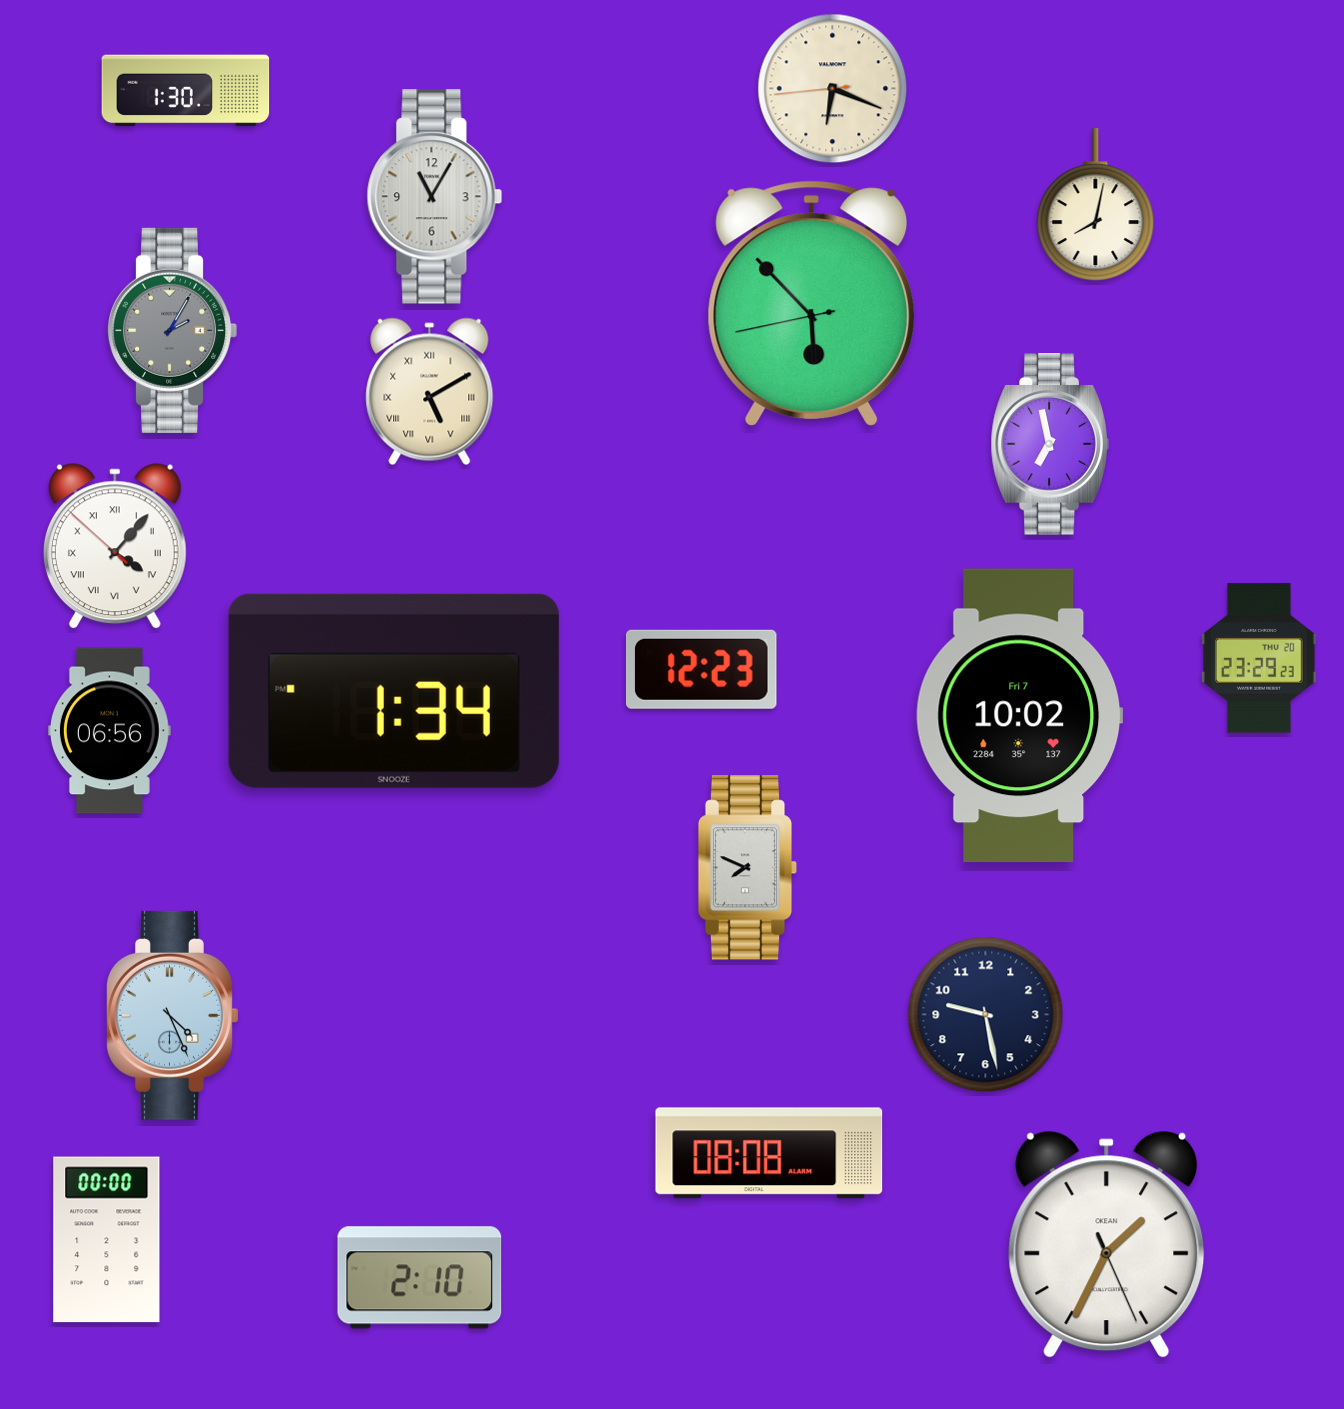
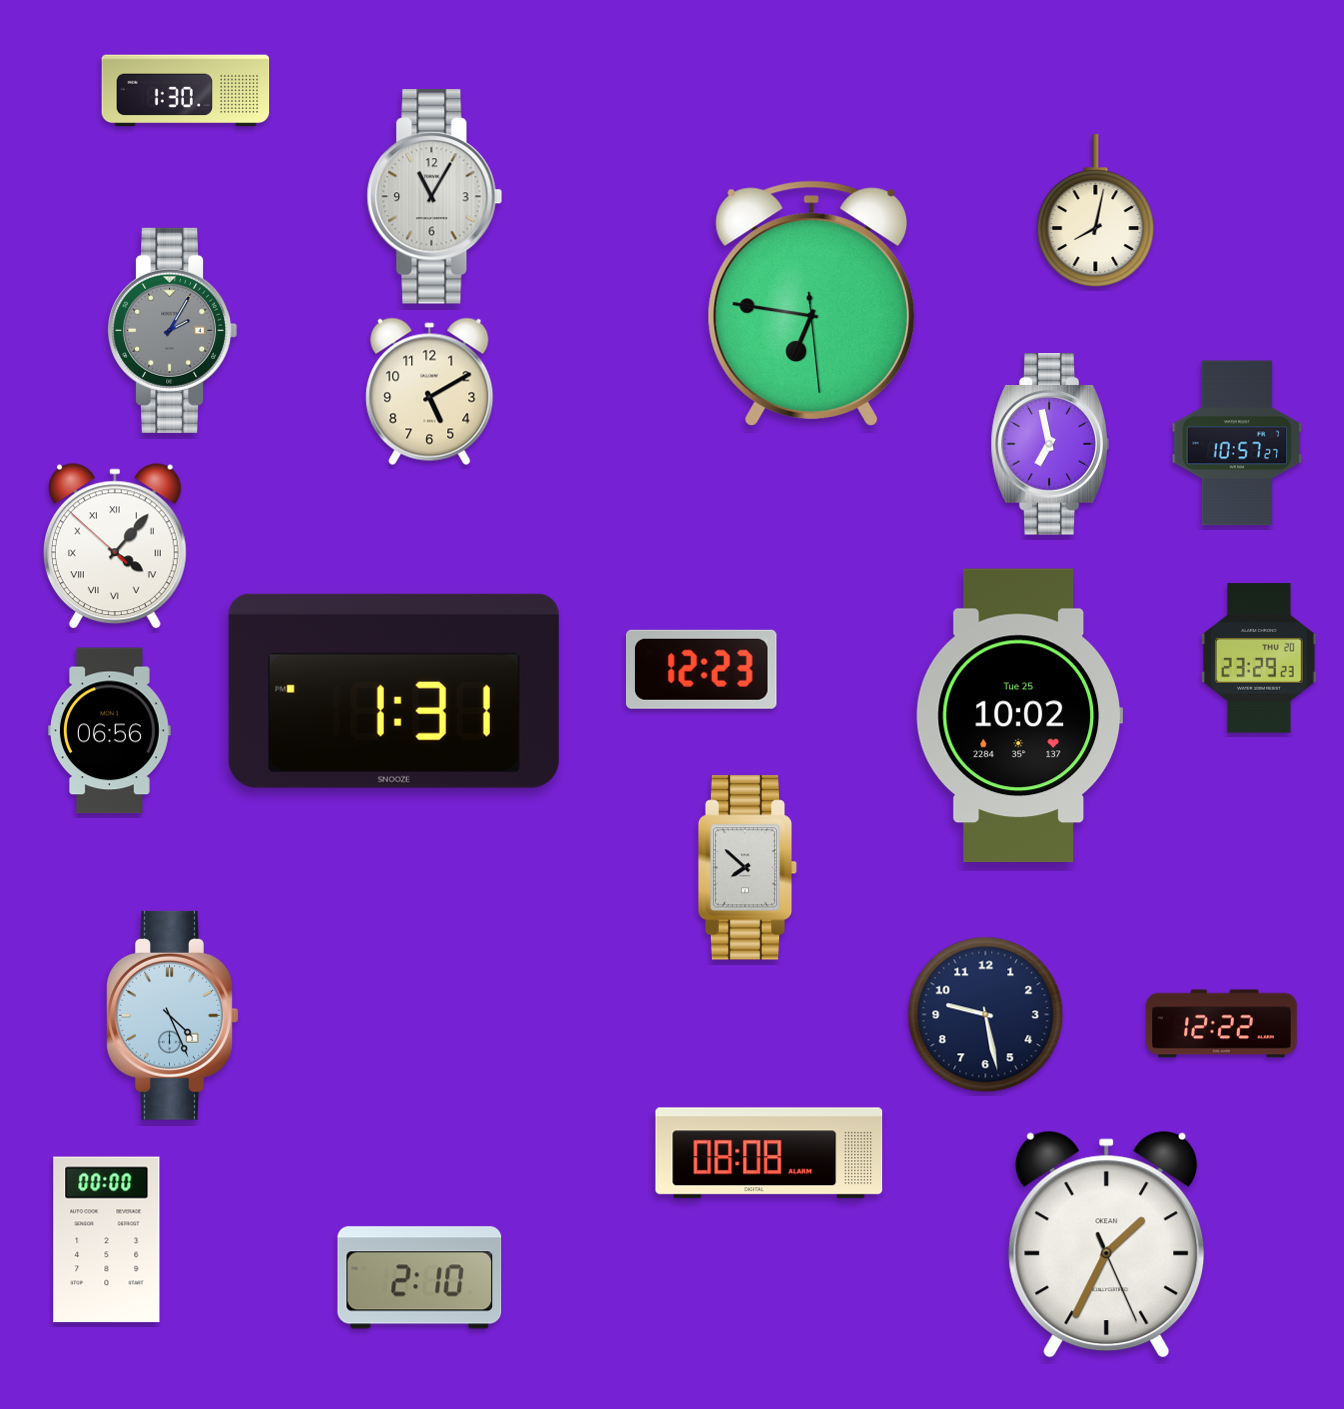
clock at (833, 89): 6:18 -> none
clock at (1096, 205) position: (1096, 205) -> (1096, 211)
clock at (812, 303): 5:52 -> 6:46
clock at (430, 392) numerals: Roman -> Arabic
clock at (1237, 443): none -> 10:57
clock at (394, 691): 1:34 -> 1:31
clock at (1020, 716) date: Fri 7 -> Tue 25
clock at (748, 868): 7:49 -> 7:52
clock at (1222, 1024): none -> 12:22
